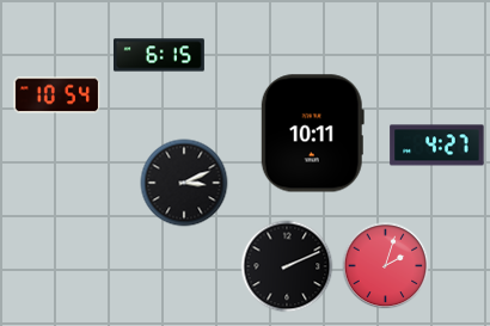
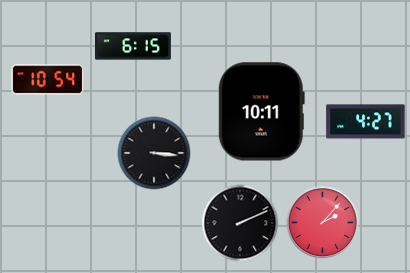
clock at (184, 183): 3:11 -> 3:16
clock at (386, 266): 2:03 -> 2:07
